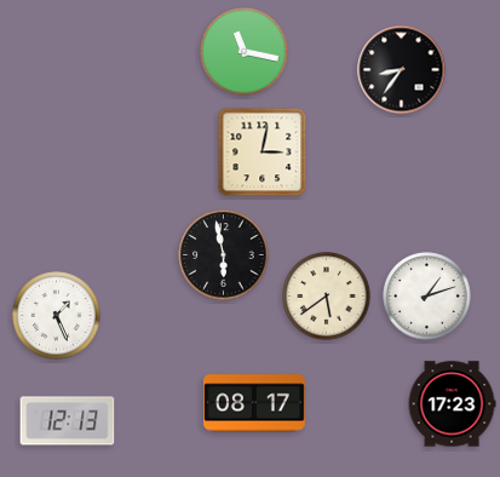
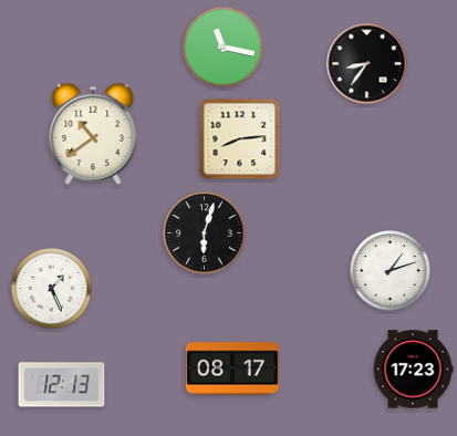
clock at (93, 134): none -> 10:39
clock at (263, 153): 3:02 -> 8:14
clock at (224, 255): 5:58 -> 6:03
clock at (327, 297): 5:39 -> none
